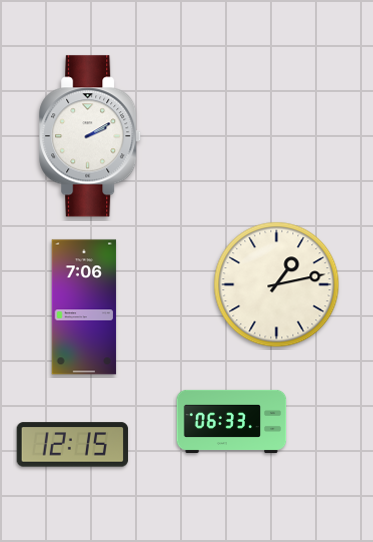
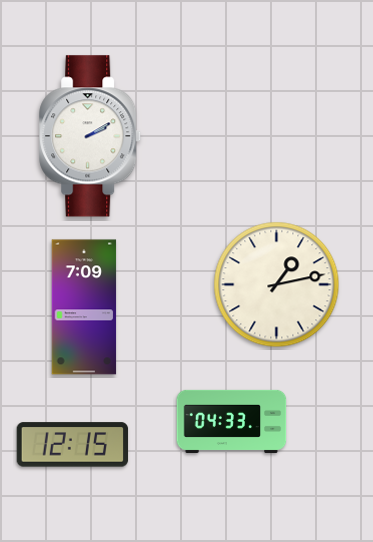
clock at (84, 307): 7:06 -> 7:09
clock at (232, 421): 06:33 -> 04:33
